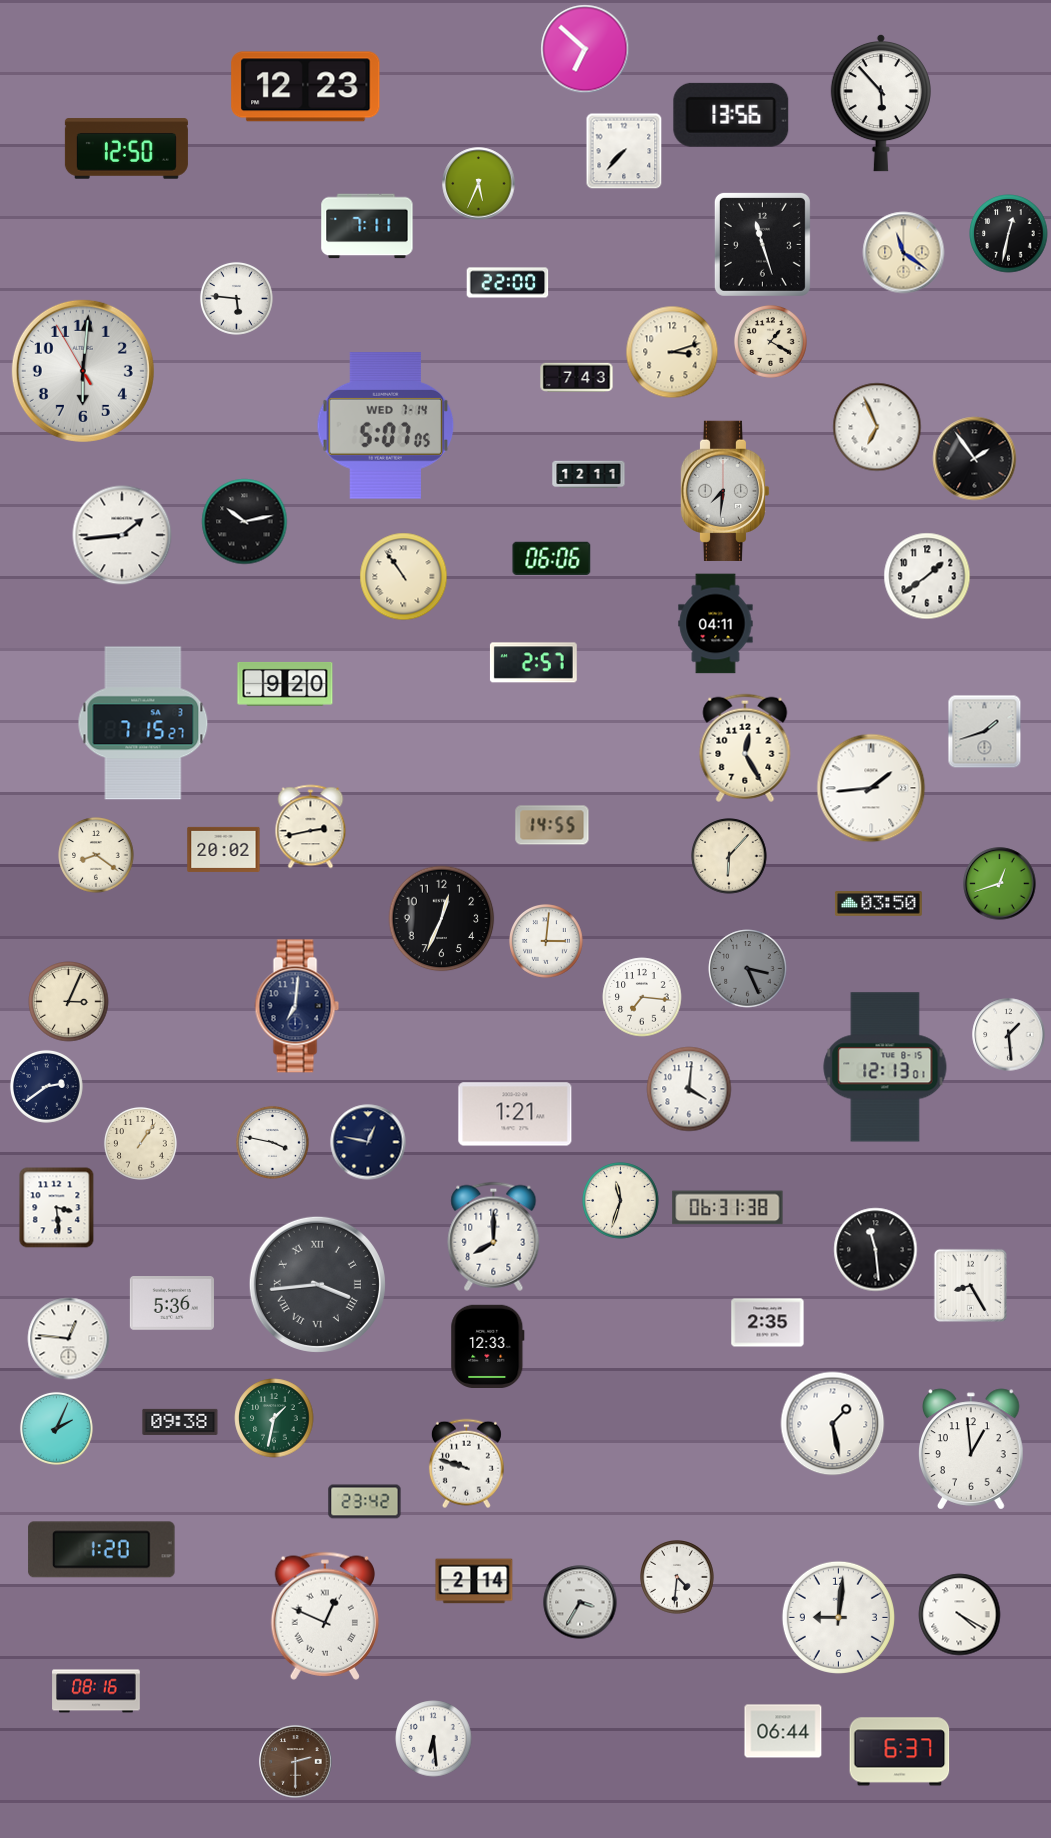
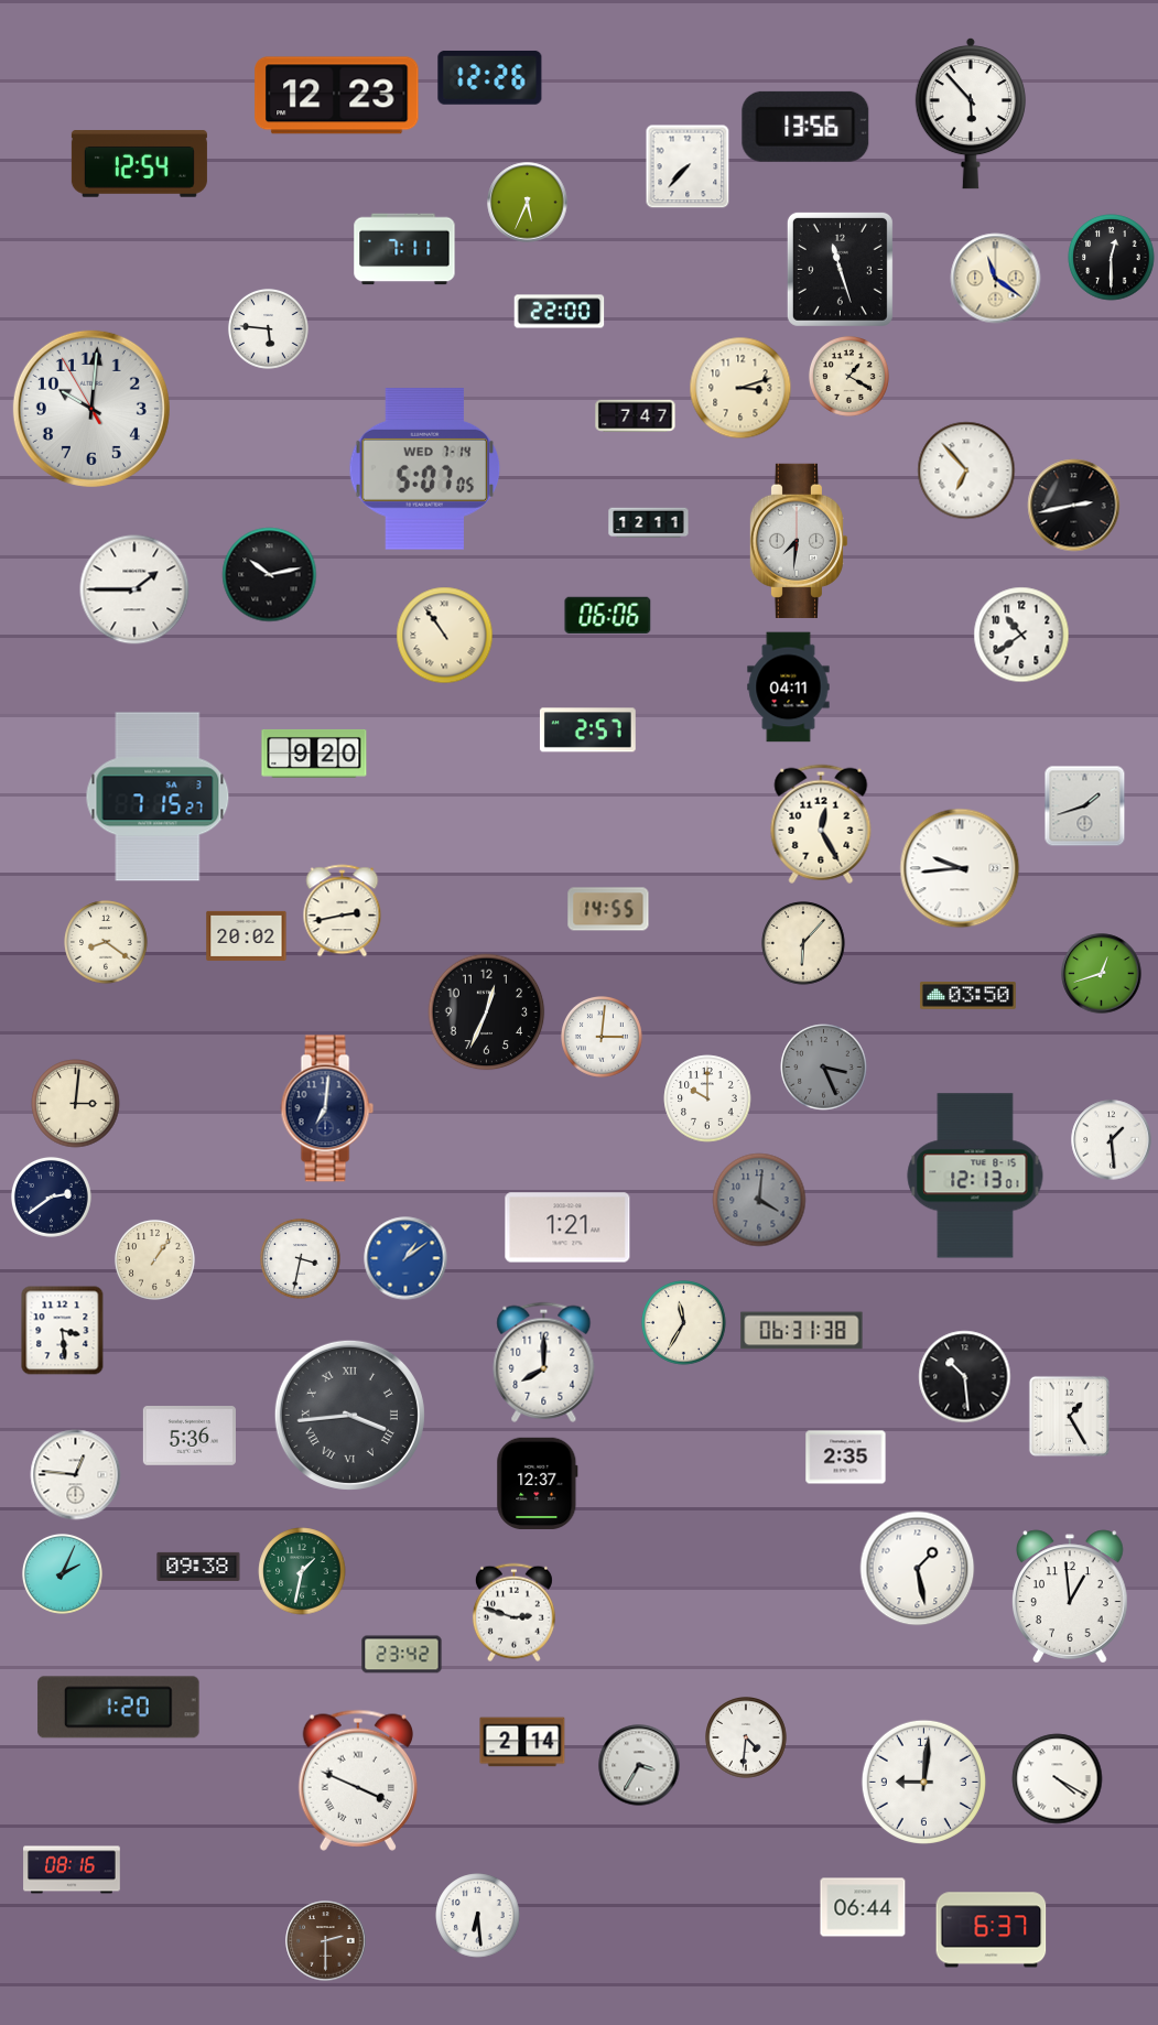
clock at (585, 49): 6:52 -> none
clock at (490, 77): none -> 12:26
clock at (126, 149): 12:50 -> 12:54
clock at (1009, 234): 12:32 -> 12:30
clock at (237, 299) position: (237, 299) -> (269, 329)
clock at (83, 371): 6:00 -> 10:00
clock at (577, 378): 7:43 -> 7:47
clock at (877, 427): 6:56 -> 6:53
clock at (975, 459): 1:54 -> 2:43
clock at (122, 535): 1:44 -> 1:45
clock at (927, 576): 1:39 -> 10:39
clock at (871, 788): 1:44 -> 9:44
clock at (642, 997): 7:16 -> 10:00
clock at (69, 1002): 3:04 -> 3:01
clock at (689, 1089) dial: white -> grey
clock at (368, 1142): 12:47 -> 1:09
clock at (368, 1142) dial: navy -> blue
clock at (273, 1143): 3:47 -> 3:32
clock at (621, 1201): 11:33 -> 11:35
clock at (876, 1250): 11:29 -> 10:29
clock at (970, 1285): 8:25 -> 1:25
clock at (488, 1346): 12:33 -> 12:37
clock at (274, 1418) position: (274, 1418) -> (302, 1571)
clock at (466, 1464): 9:48 -> 2:48
clock at (102, 1550) position: (102, 1550) -> (119, 1708)
clock at (324, 1616): 12:49 -> 3:49
clock at (96, 1691) position: (96, 1691) -> (72, 1870)
